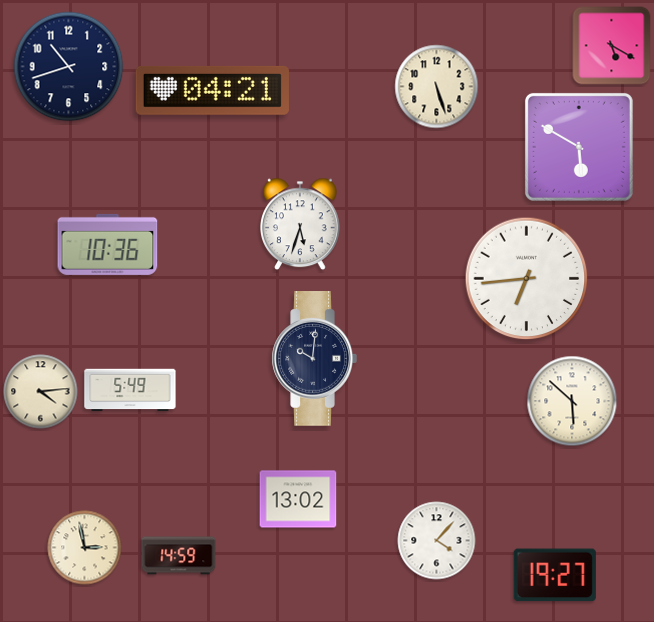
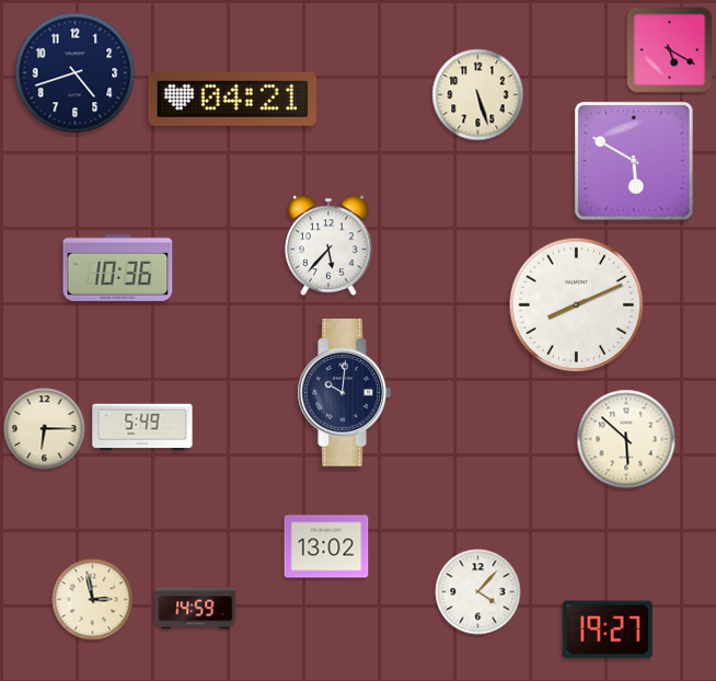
clock at (69, 67): 10:42 -> 4:42
clock at (301, 224): 5:33 -> 5:37
clock at (527, 279): 6:44 -> 8:11
clock at (41, 392): 4:14 -> 6:15
